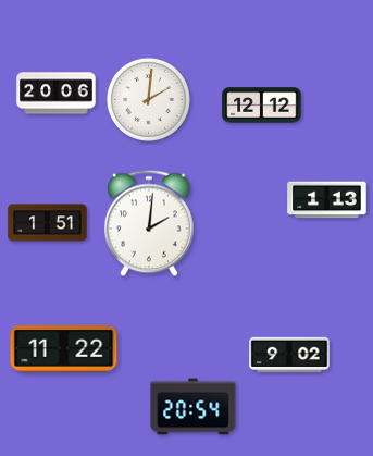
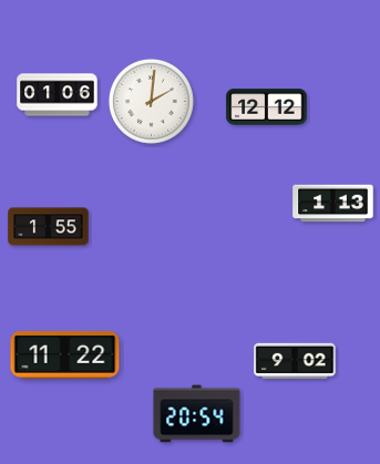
clock at (57, 94): 20:06 -> 01:06
clock at (48, 223): 1:51 -> 1:55
clock at (150, 223): 2:01 -> none
